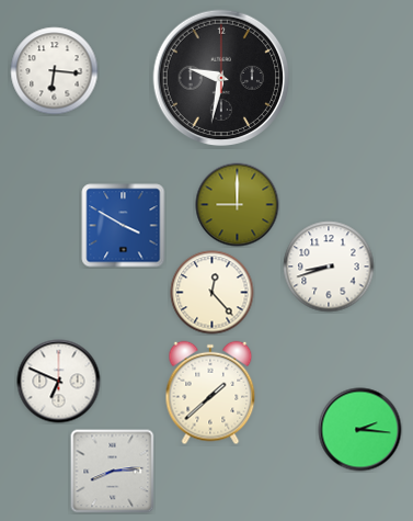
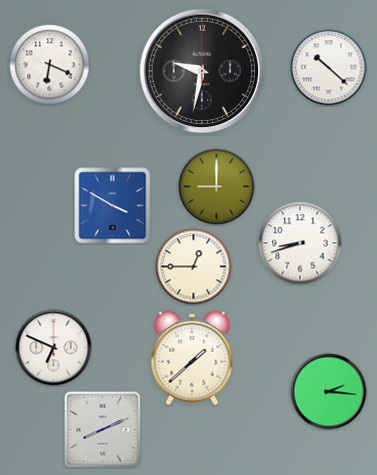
clock at (55, 71): 6:16 -> 6:19
clock at (329, 68): none -> 10:22
clock at (213, 293): 12:23 -> 12:45
clock at (113, 472): 8:14 -> 8:11
